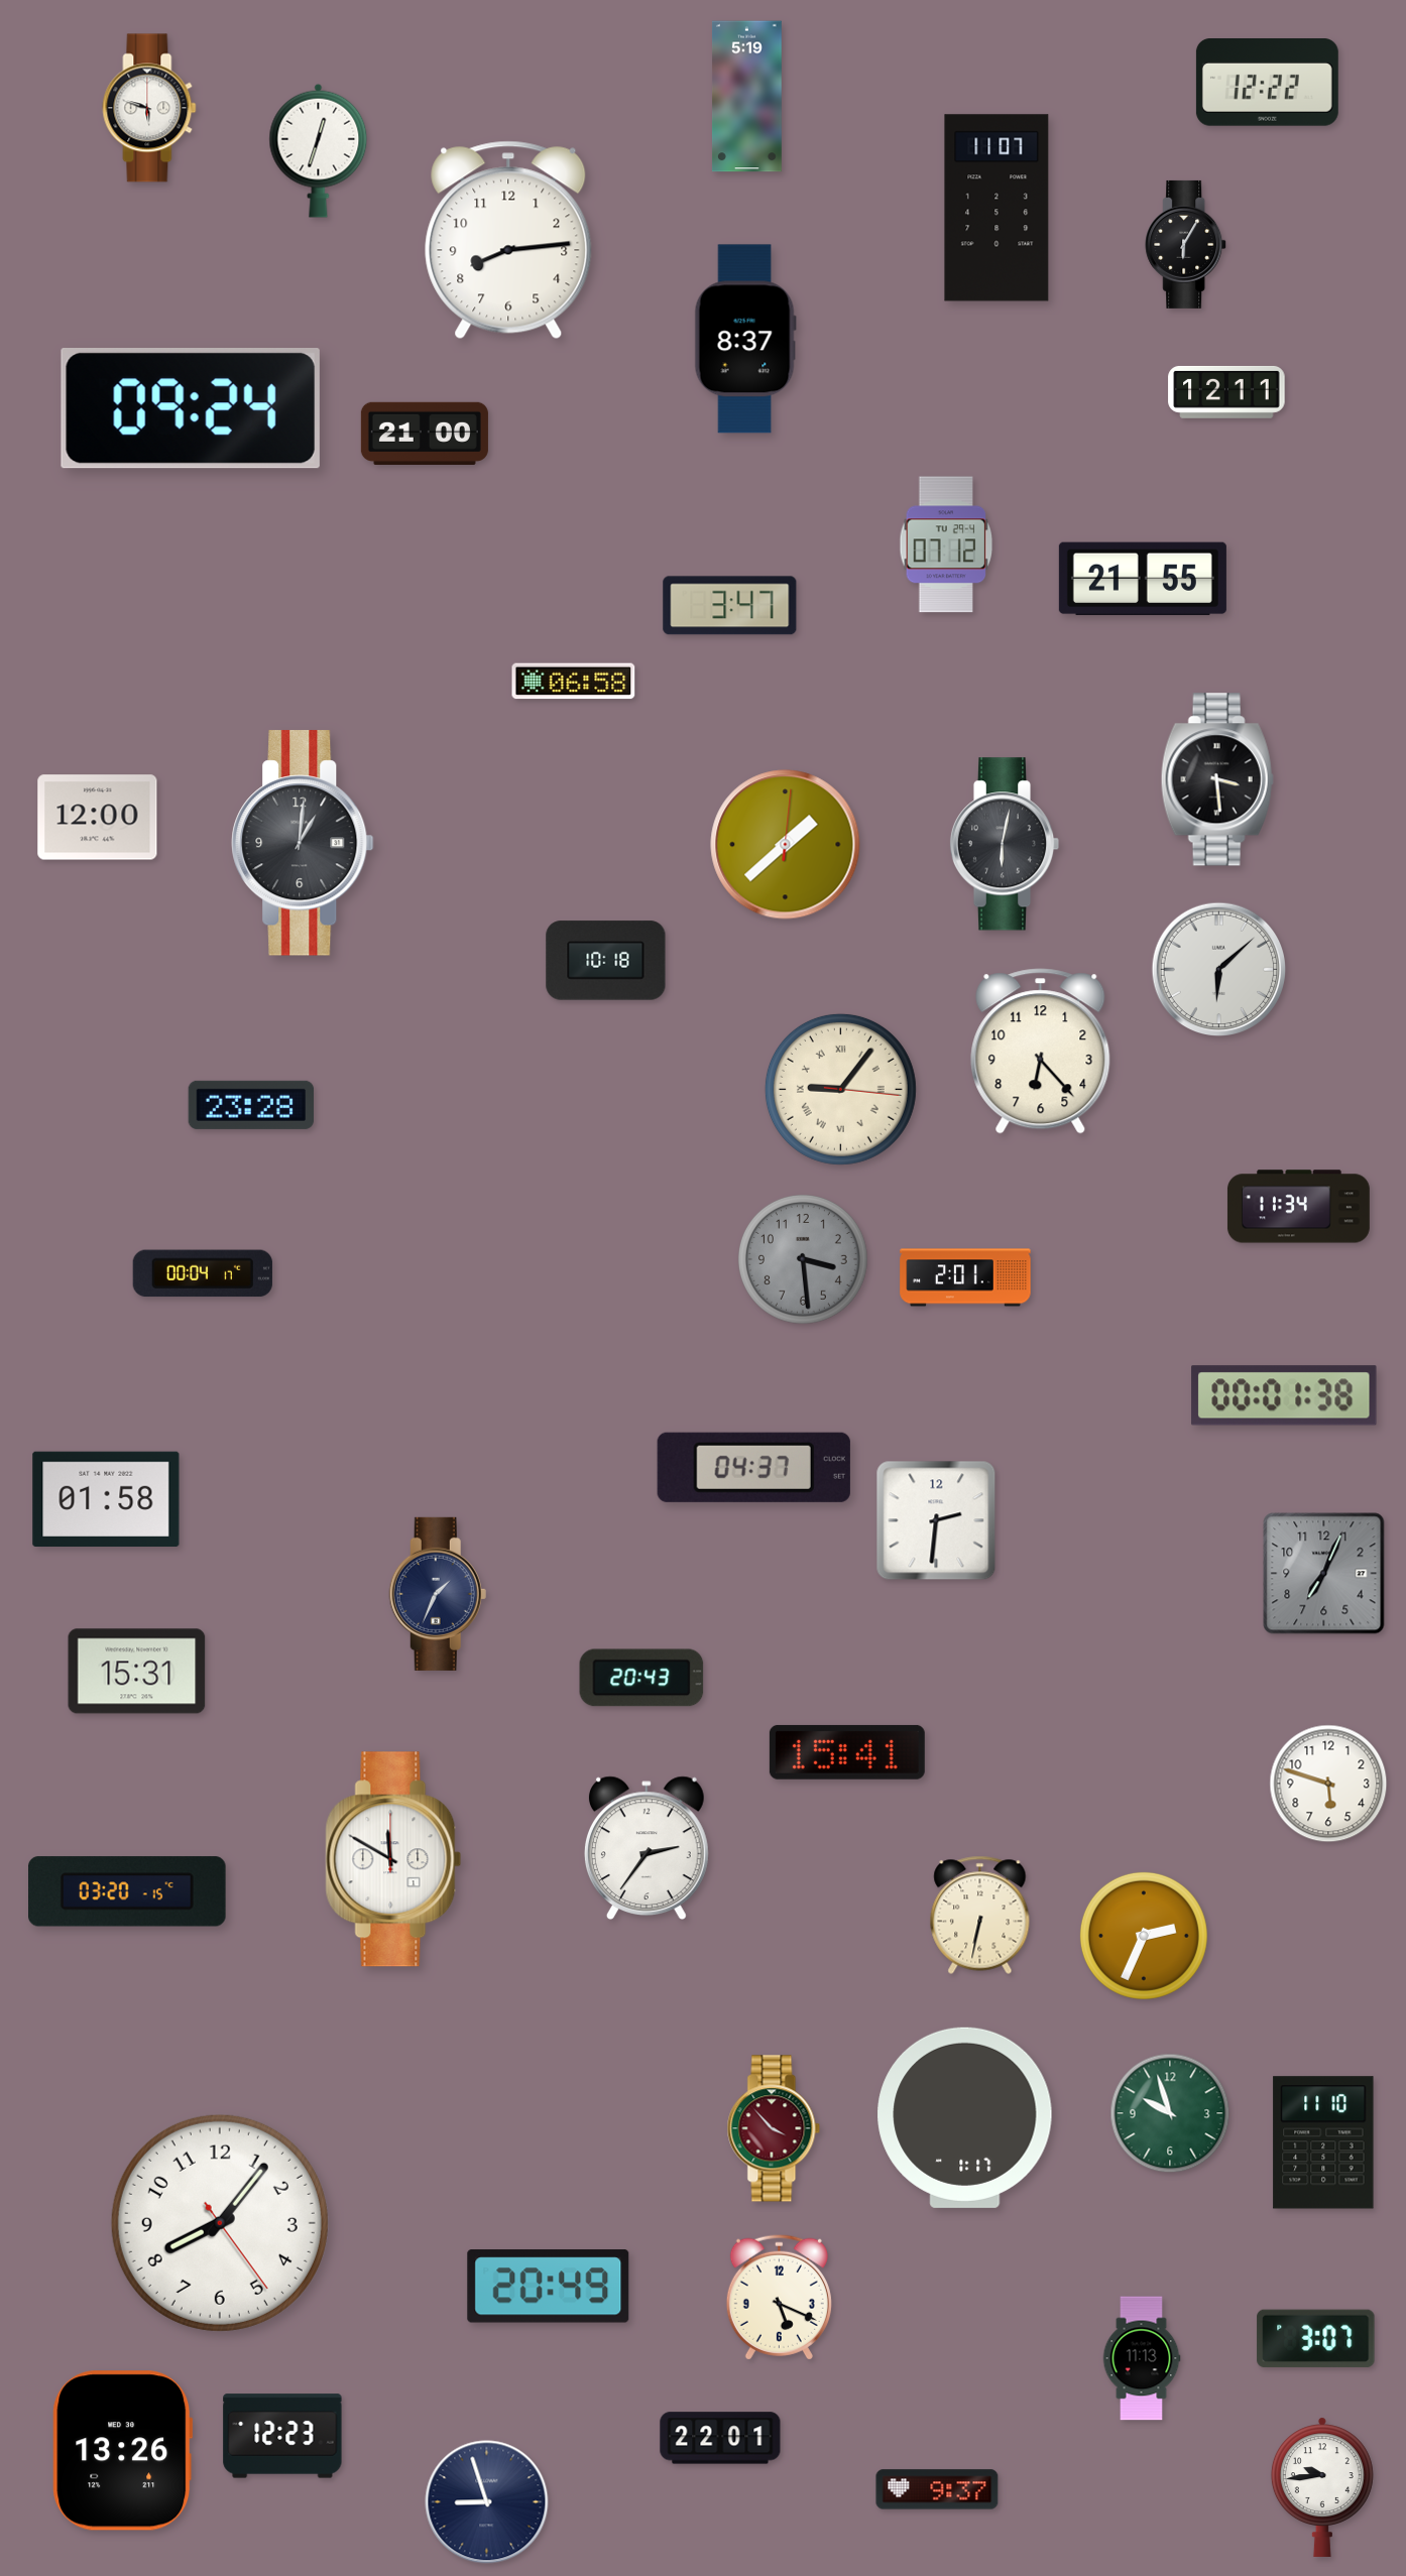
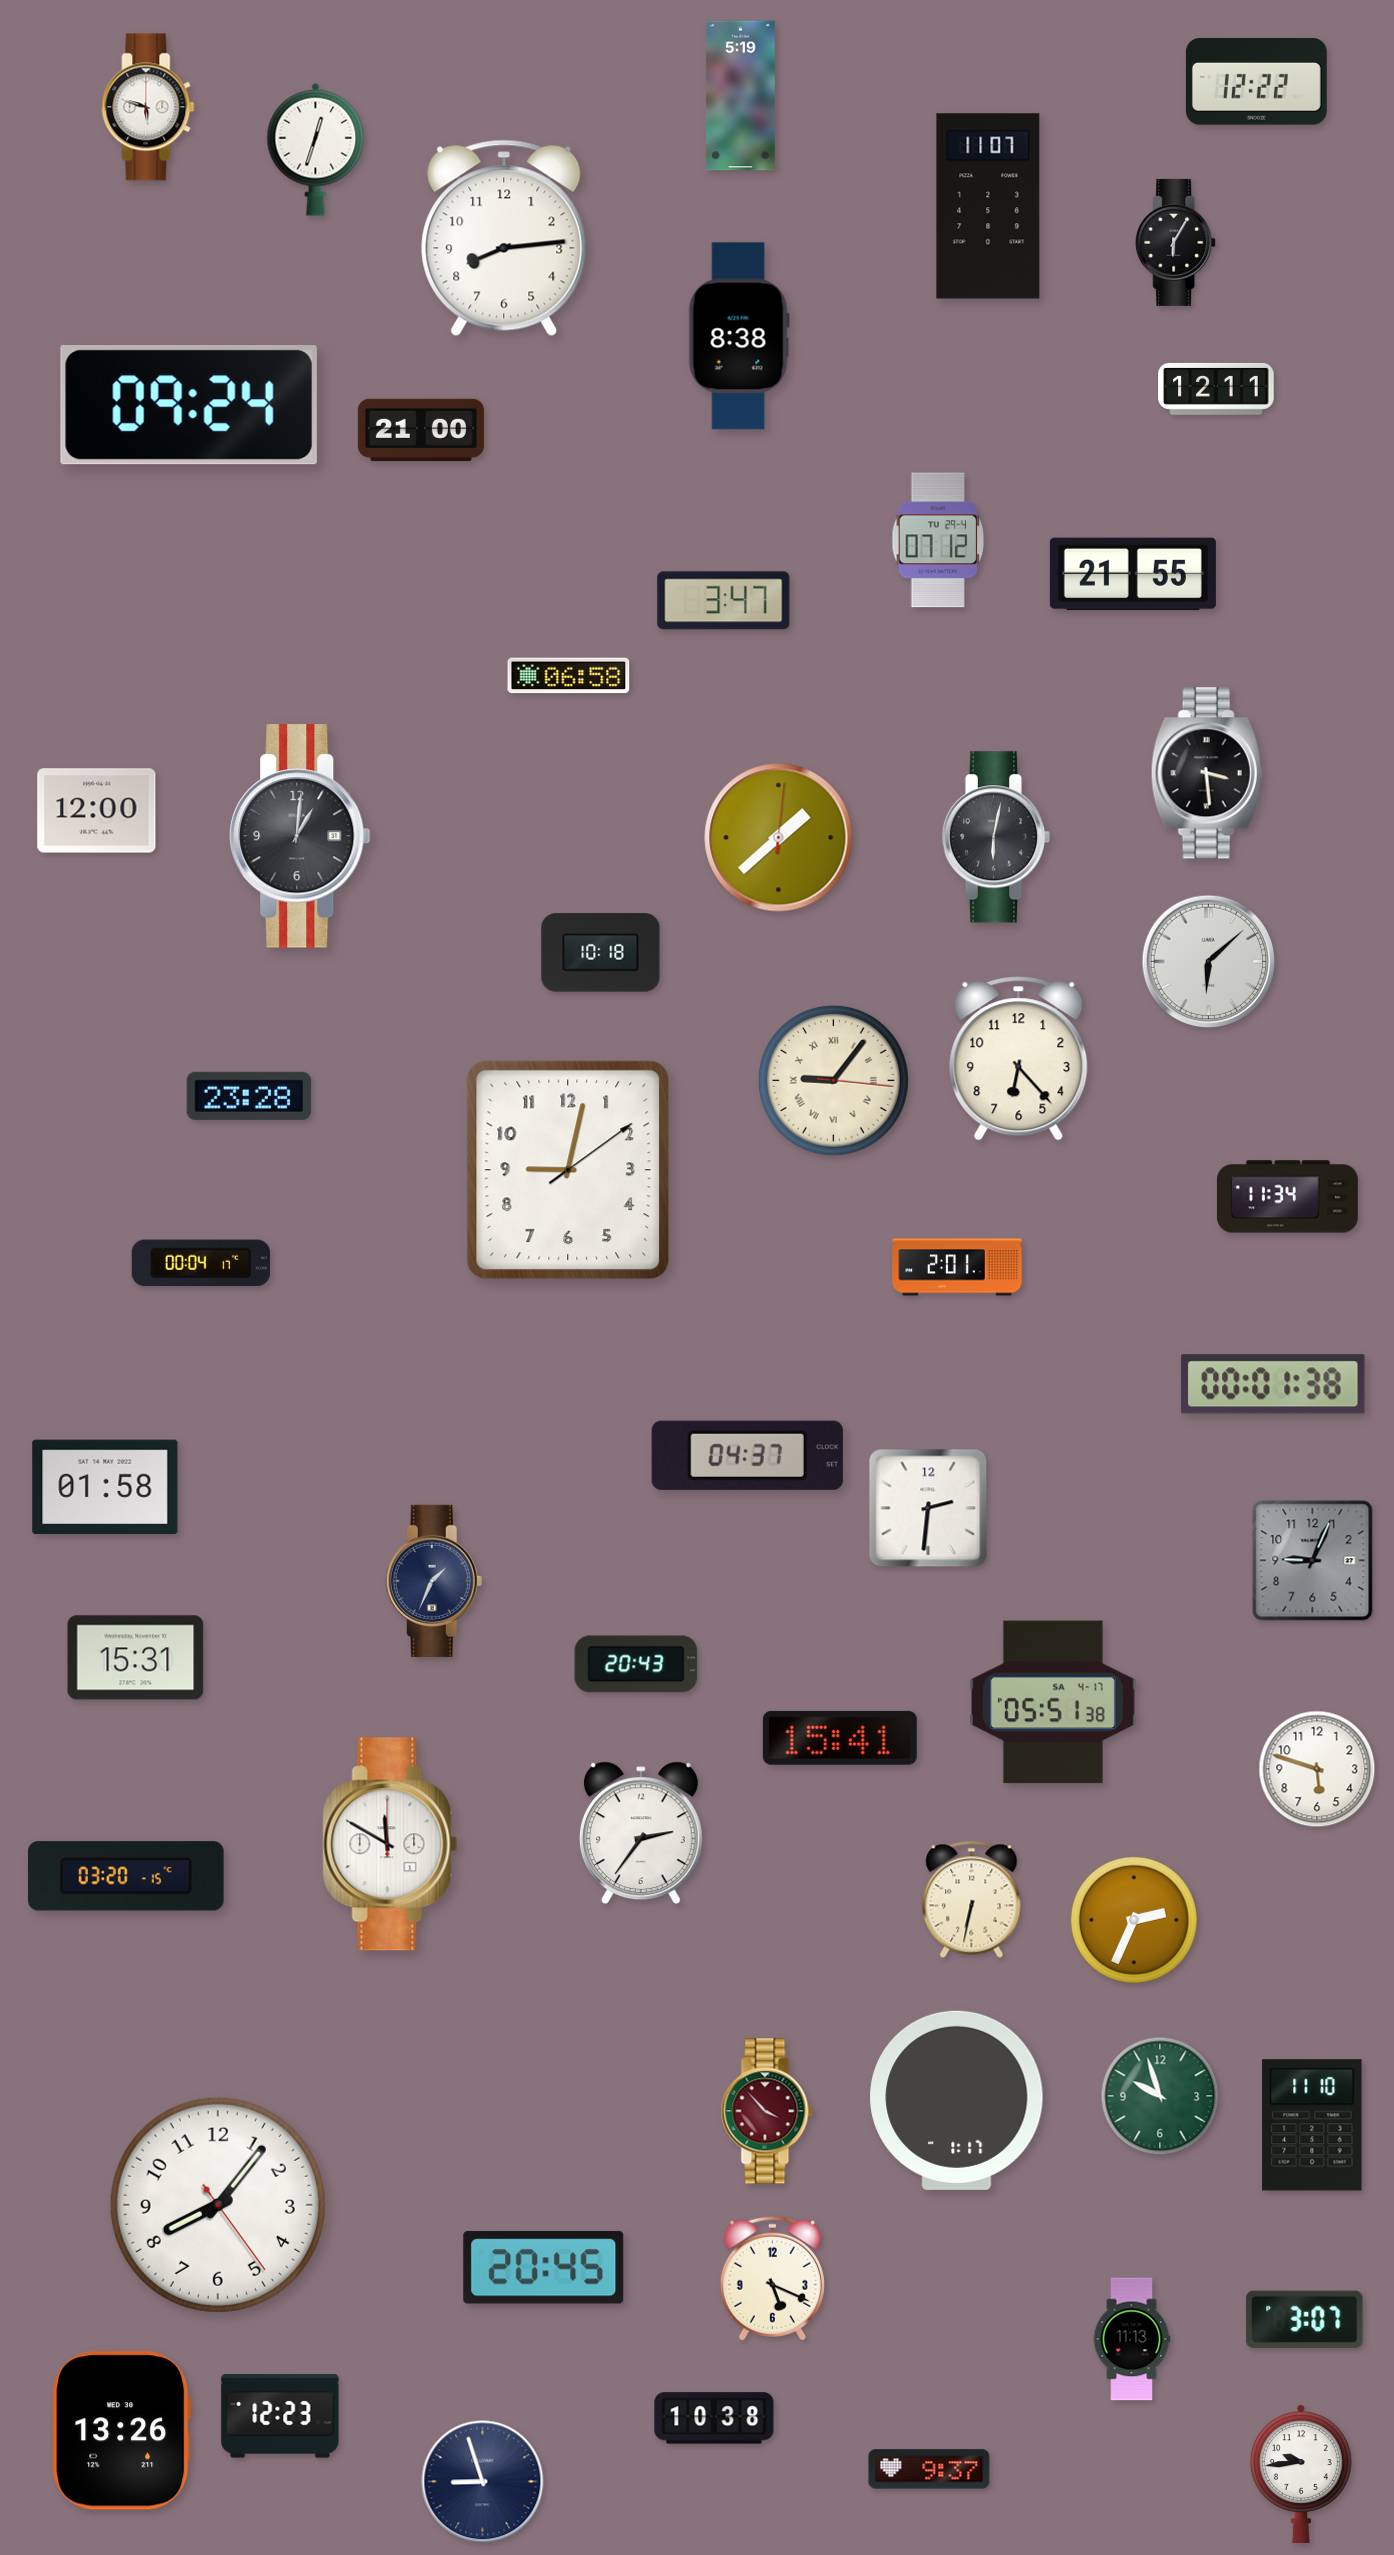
clock at (745, 339): 8:37 -> 8:38
clock at (1041, 1052) position: (1041, 1052) -> (1019, 1059)
clock at (568, 1170): none -> 9:02
clock at (804, 1260): 3:29 -> none
clock at (1324, 1574): 7:04 -> 9:04
clock at (1053, 1702): none -> 05:51
clock at (549, 2287): 20:49 -> 20:45
clock at (720, 2438): 22:01 -> 10:38
clock at (1322, 2487) position: (1322, 2487) -> (1301, 2474)
